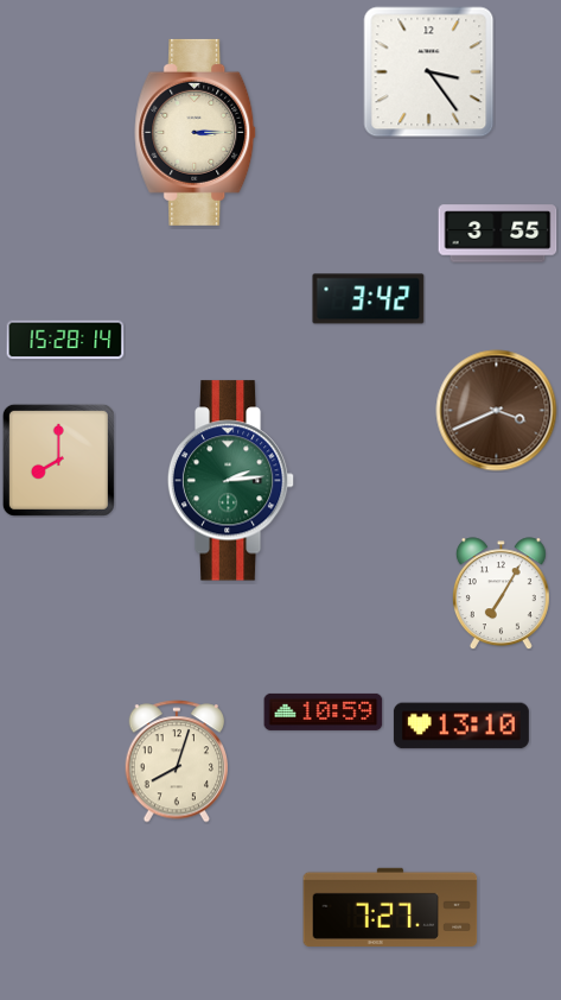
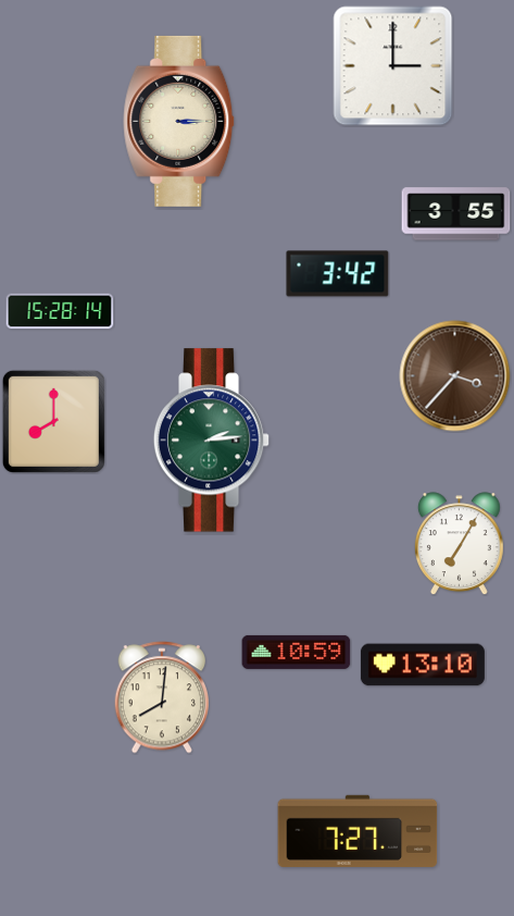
clock at (429, 72): 3:24 -> 3:00
clock at (497, 411): 3:41 -> 3:37
clock at (177, 761): 8:03 -> 8:01
